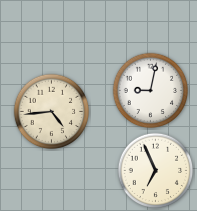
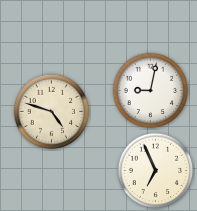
clock at (52, 112): 4:44 -> 4:48
